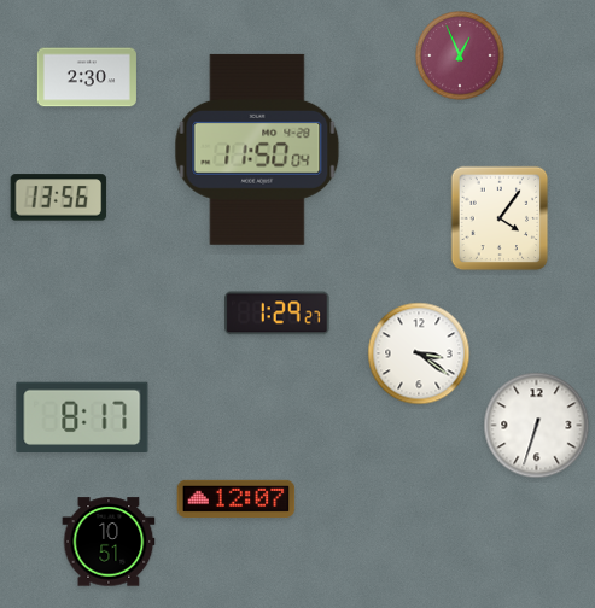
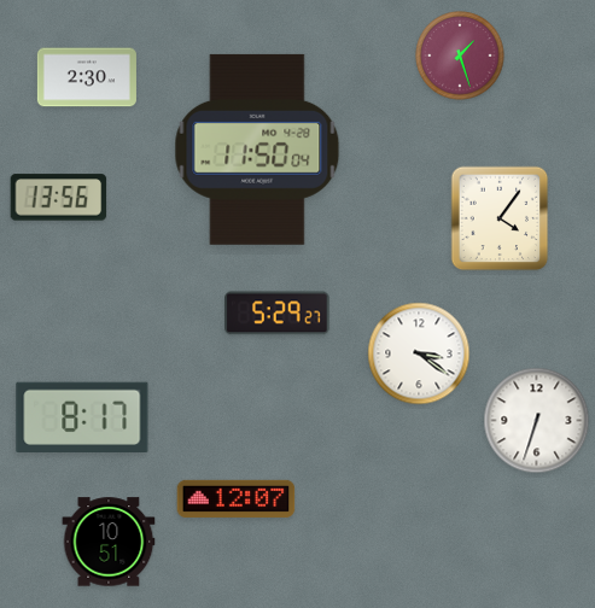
clock at (460, 55): 12:56 -> 1:27
clock at (278, 314): 1:29 -> 5:29
clock at (537, 426) position: (537, 426) -> (537, 421)
